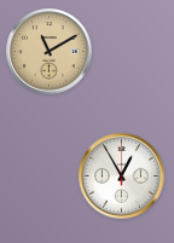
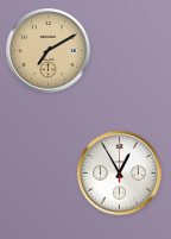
clock at (50, 52): 11:10 -> 7:10
